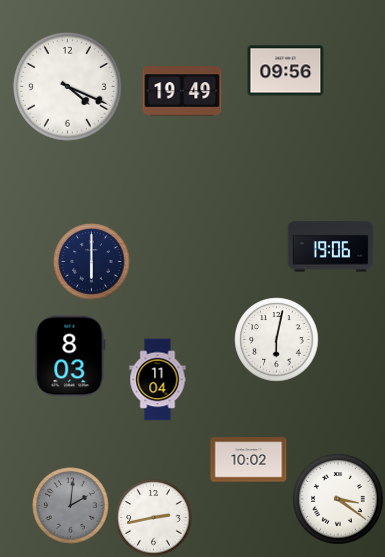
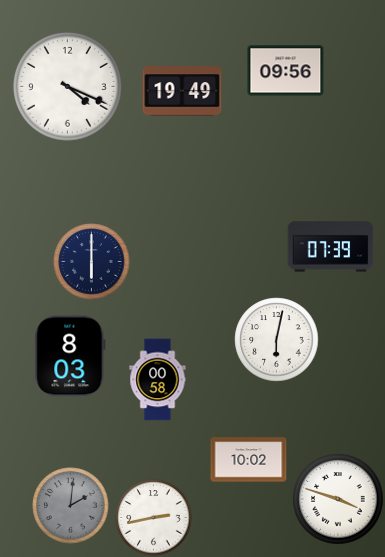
clock at (331, 247): 19:06 -> 07:39
clock at (158, 380): 11:04 -> 00:58
clock at (338, 499): 3:21 -> 3:48
